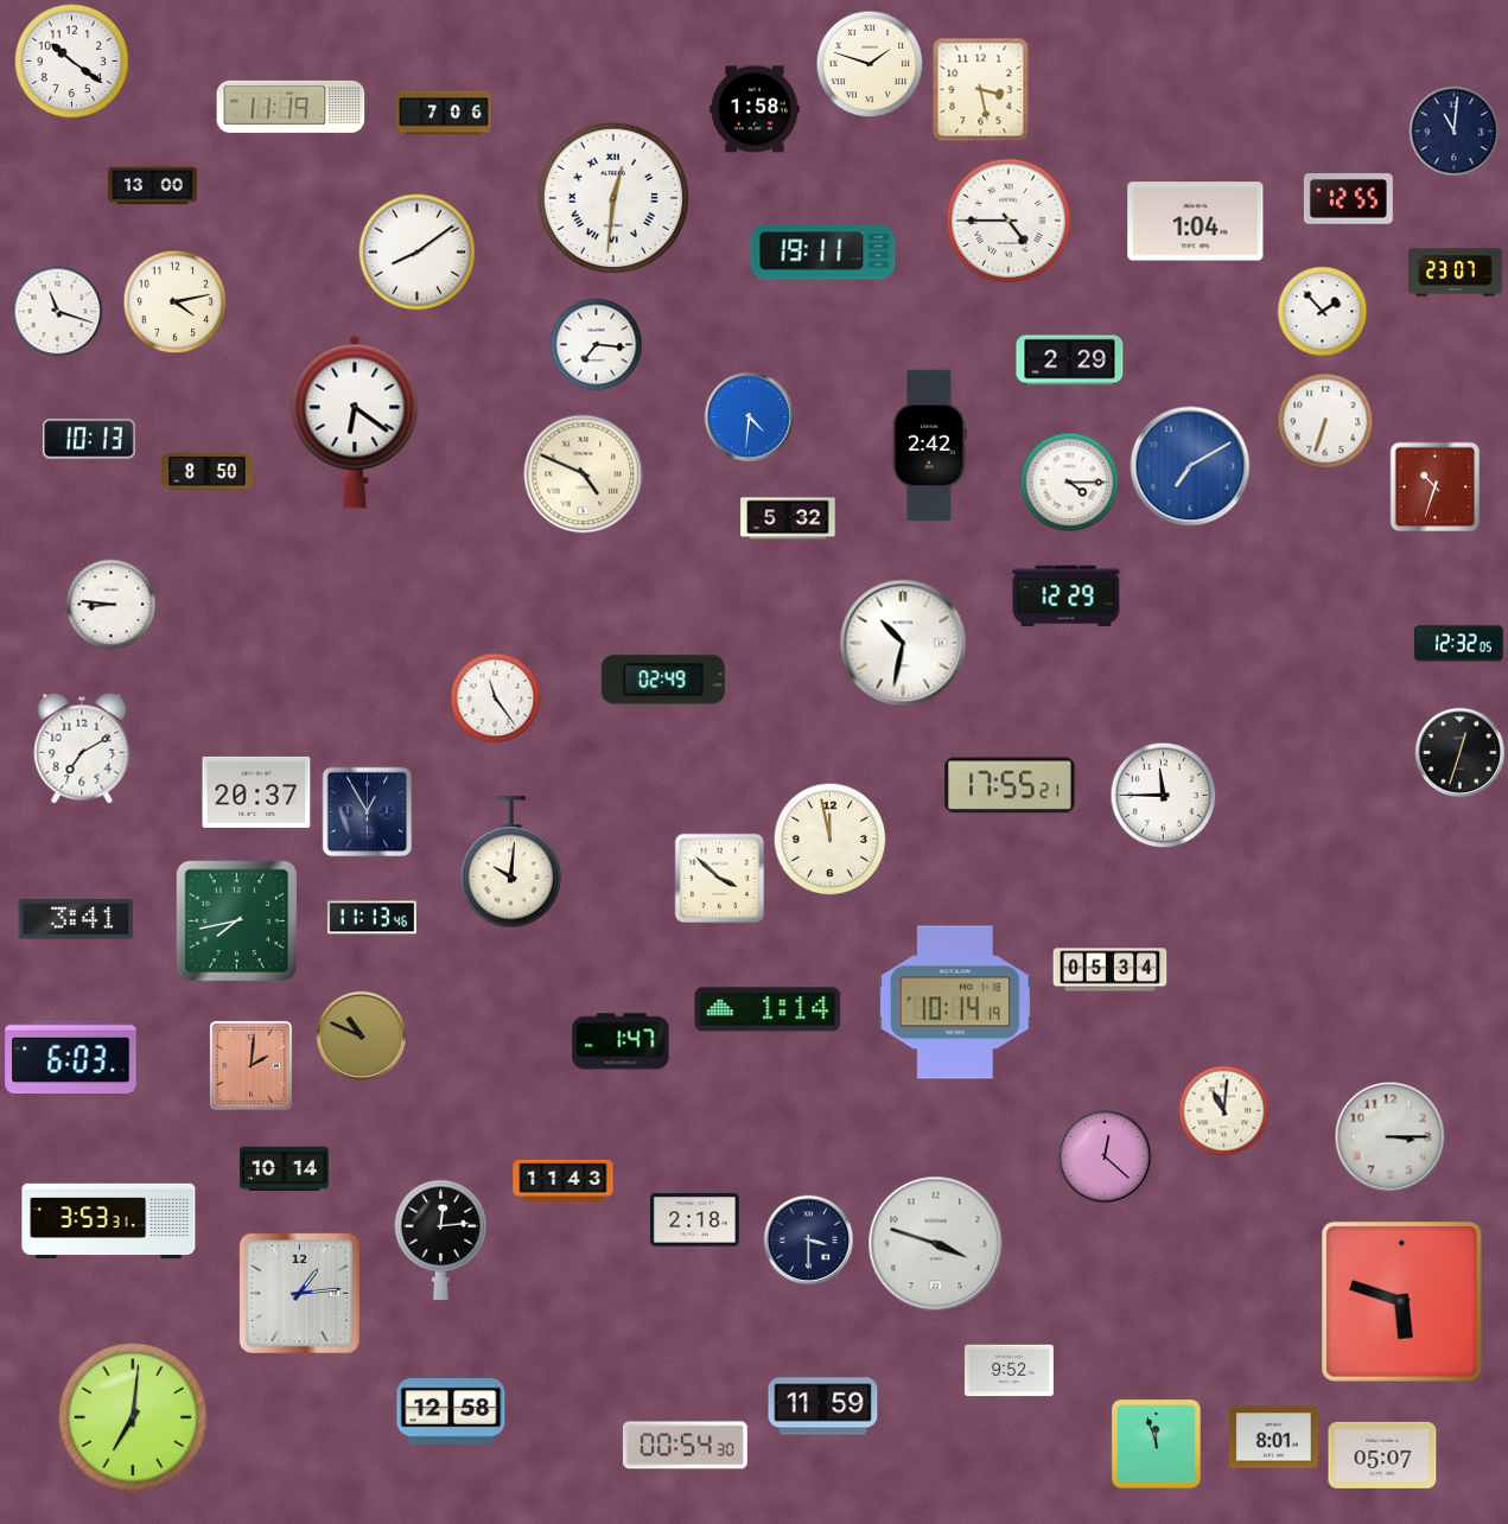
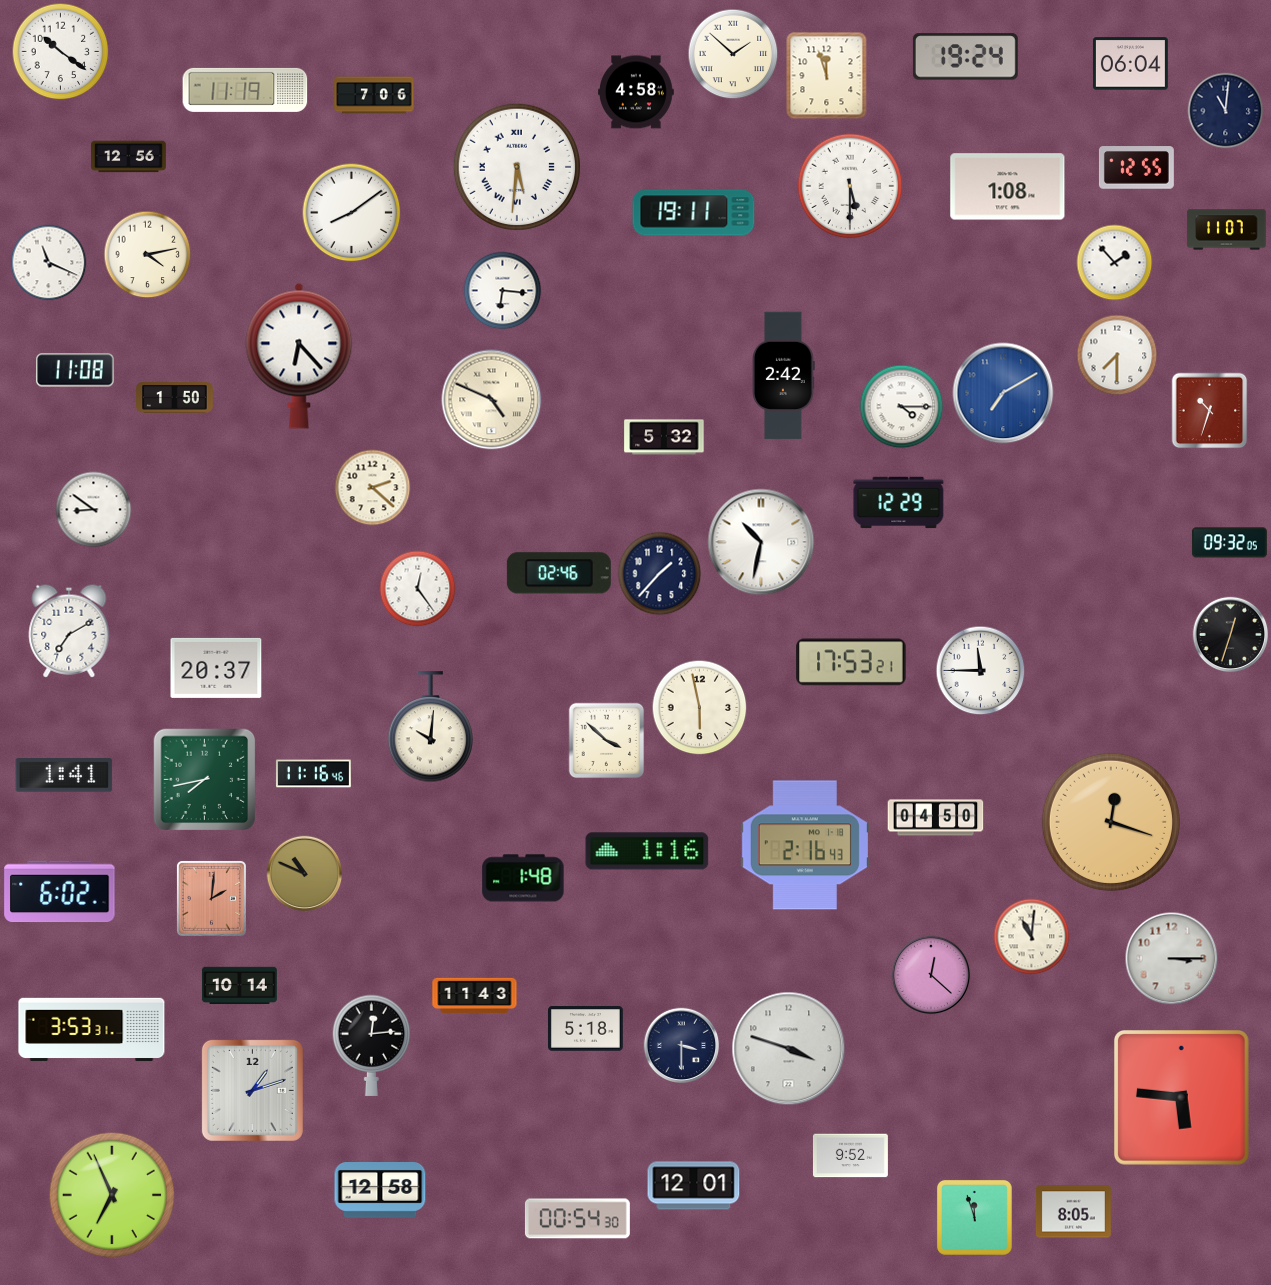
clock at (870, 64): 1:48 -> 1:52
clock at (965, 57): none -> 19:24
clock at (1130, 64): none -> 06:04
clock at (981, 90): 3:28 -> 11:57
clock at (756, 109): 1:58 -> 4:58
clock at (152, 186): 13:00 -> 12:56
clock at (612, 197): 12:31 -> 5:31
clock at (1008, 221): 4:45 -> 5:30
clock at (1196, 222): 1:04 -> 1:08
clock at (1456, 273): 23:07 -> 11:07
clock at (58, 312): 11:18 -> 11:19
clock at (597, 345): 7:16 -> 6:16
clock at (1070, 361): 2:29 -> none
clock at (750, 417): 4:31 -> none
clock at (1325, 421): 6:33 -> 7:30
clock at (355, 422): 6:21 -> 6:23
clock at (89, 439): 10:13 -> 11:08
clock at (208, 472): 8:50 -> 1:50
clock at (373, 488): none -> 2:22
clock at (112, 605): 8:46 -> 8:51
clock at (1458, 644): 12:32 -> 09:32
clock at (663, 680): 02:49 -> 02:46
clock at (660, 574): none -> 1:37
clock at (496, 699): 11:24 -> 12:24
clock at (1010, 785): 17:55 -> 17:53
clock at (368, 812): 12:55 -> none
clock at (831, 840): 11:58 -> 5:58
clock at (371, 918): 11:13 -> 11:16
clock at (76, 919): 3:41 -> 1:41
clock at (237, 922) position: (237, 922) -> (205, 780)
clock at (1111, 970): 05:34 -> 04:50
clock at (1111, 822): none -> 12:18
clock at (955, 1002): 10:14 -> 2:16
clock at (768, 1009): 1:14 -> 1:16
clock at (621, 1041): 1:47 -> 1:48
clock at (71, 1058): 6:03 -> 6:02
clock at (694, 1220): 2:18 -> 5:18
clock at (299, 1293): 1:14 -> 1:12
clock at (1402, 1302): 5:48 -> 5:46
clock at (823, 1407): 11:59 -> 12:01
clock at (132, 1416): 7:01 -> 6:56
clock at (1273, 1437): 8:01 -> 8:05
clock at (1382, 1455): 05:07 -> none
